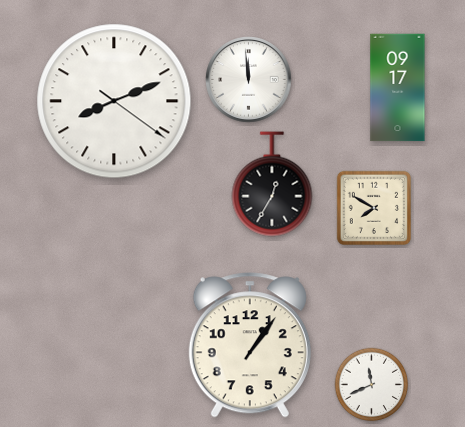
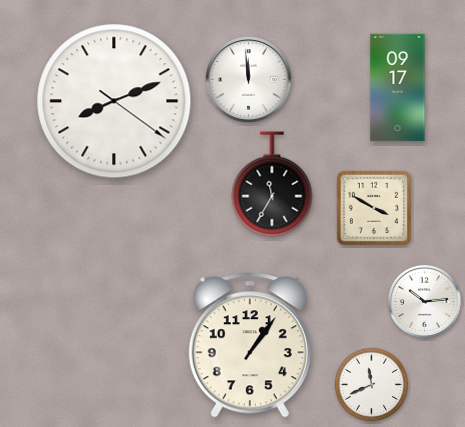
clock at (272, 184): 12:35 -> 11:35
clock at (373, 207): 7:50 -> 3:50
clock at (424, 301): none -> 10:14
